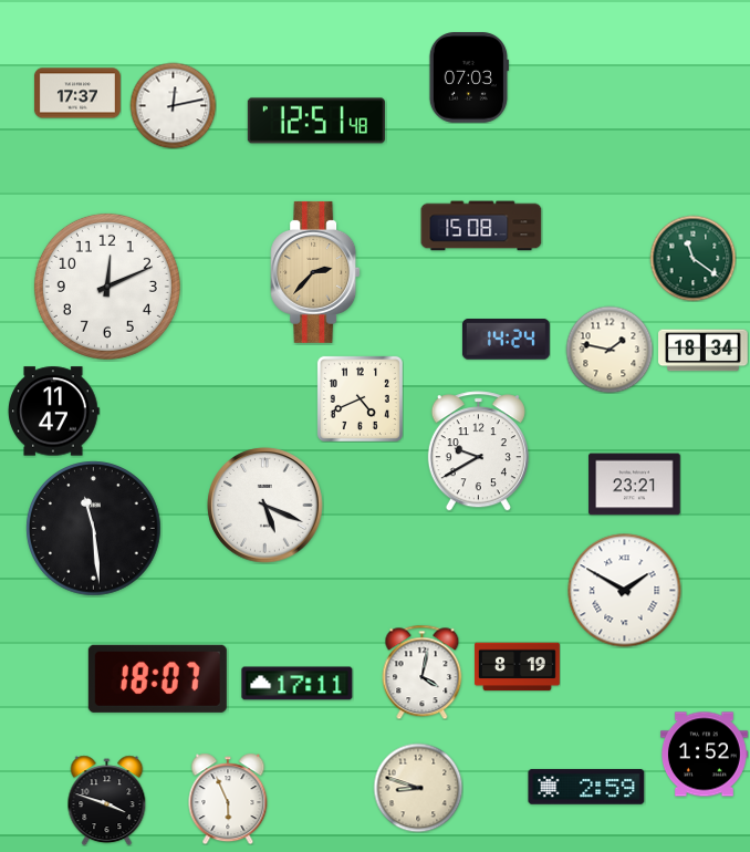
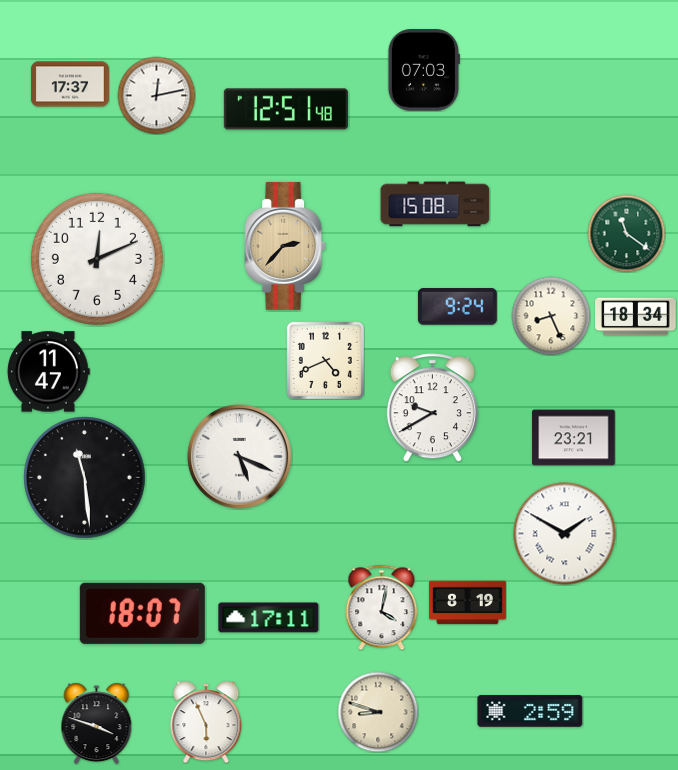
clock at (506, 340): 14:24 -> 9:24
clock at (610, 350): 1:47 -> 8:26
clock at (705, 755): 1:52 -> none
